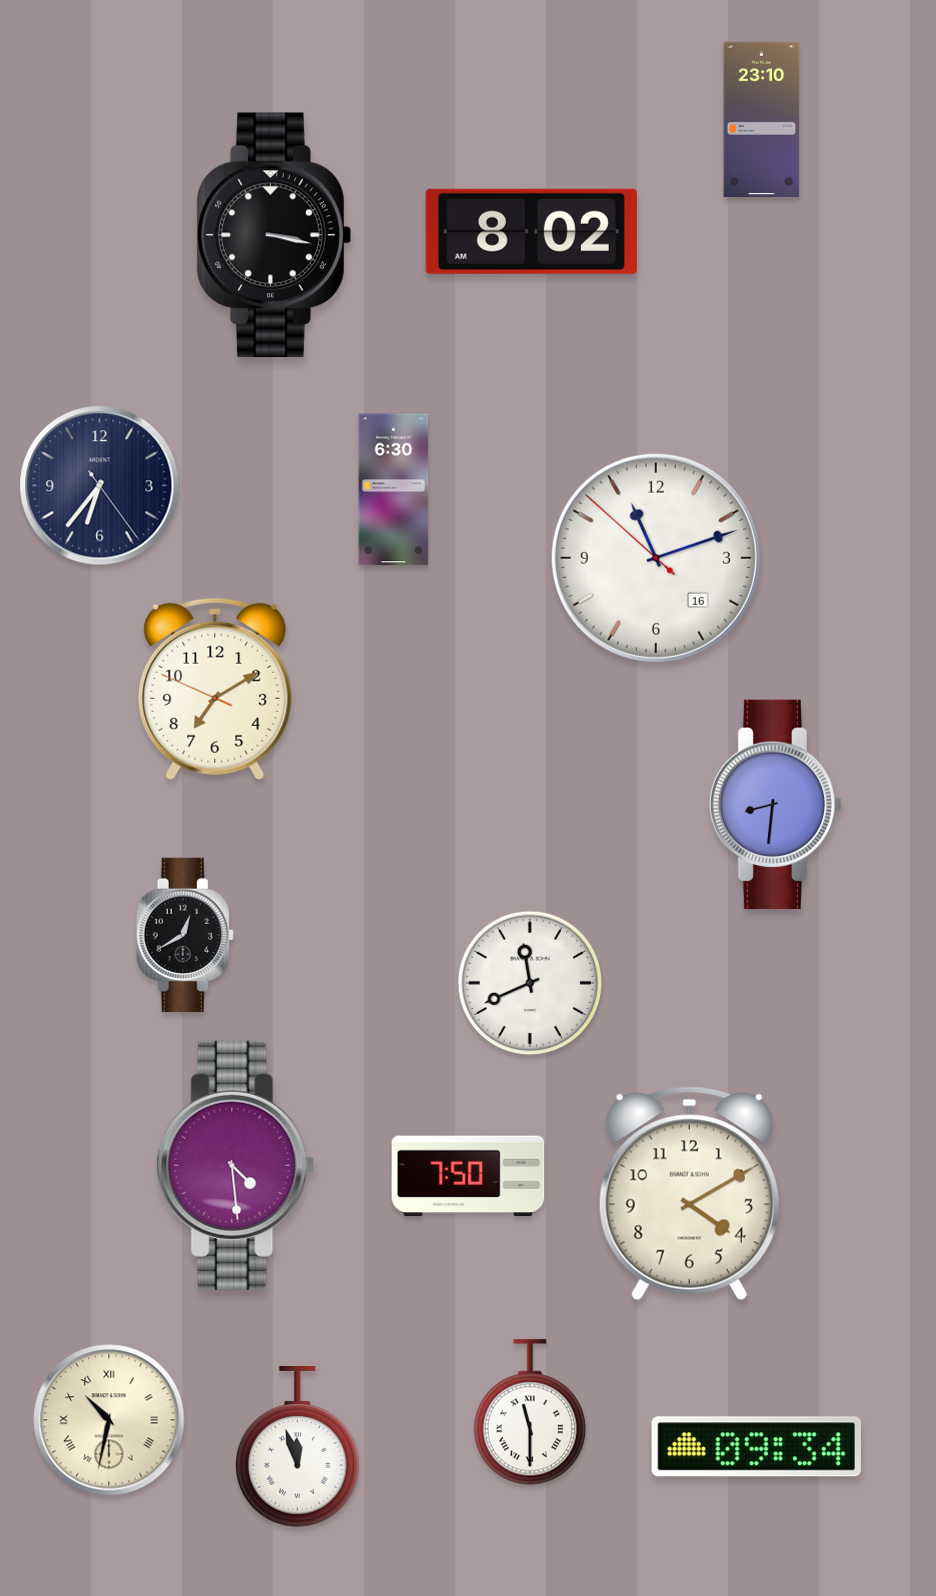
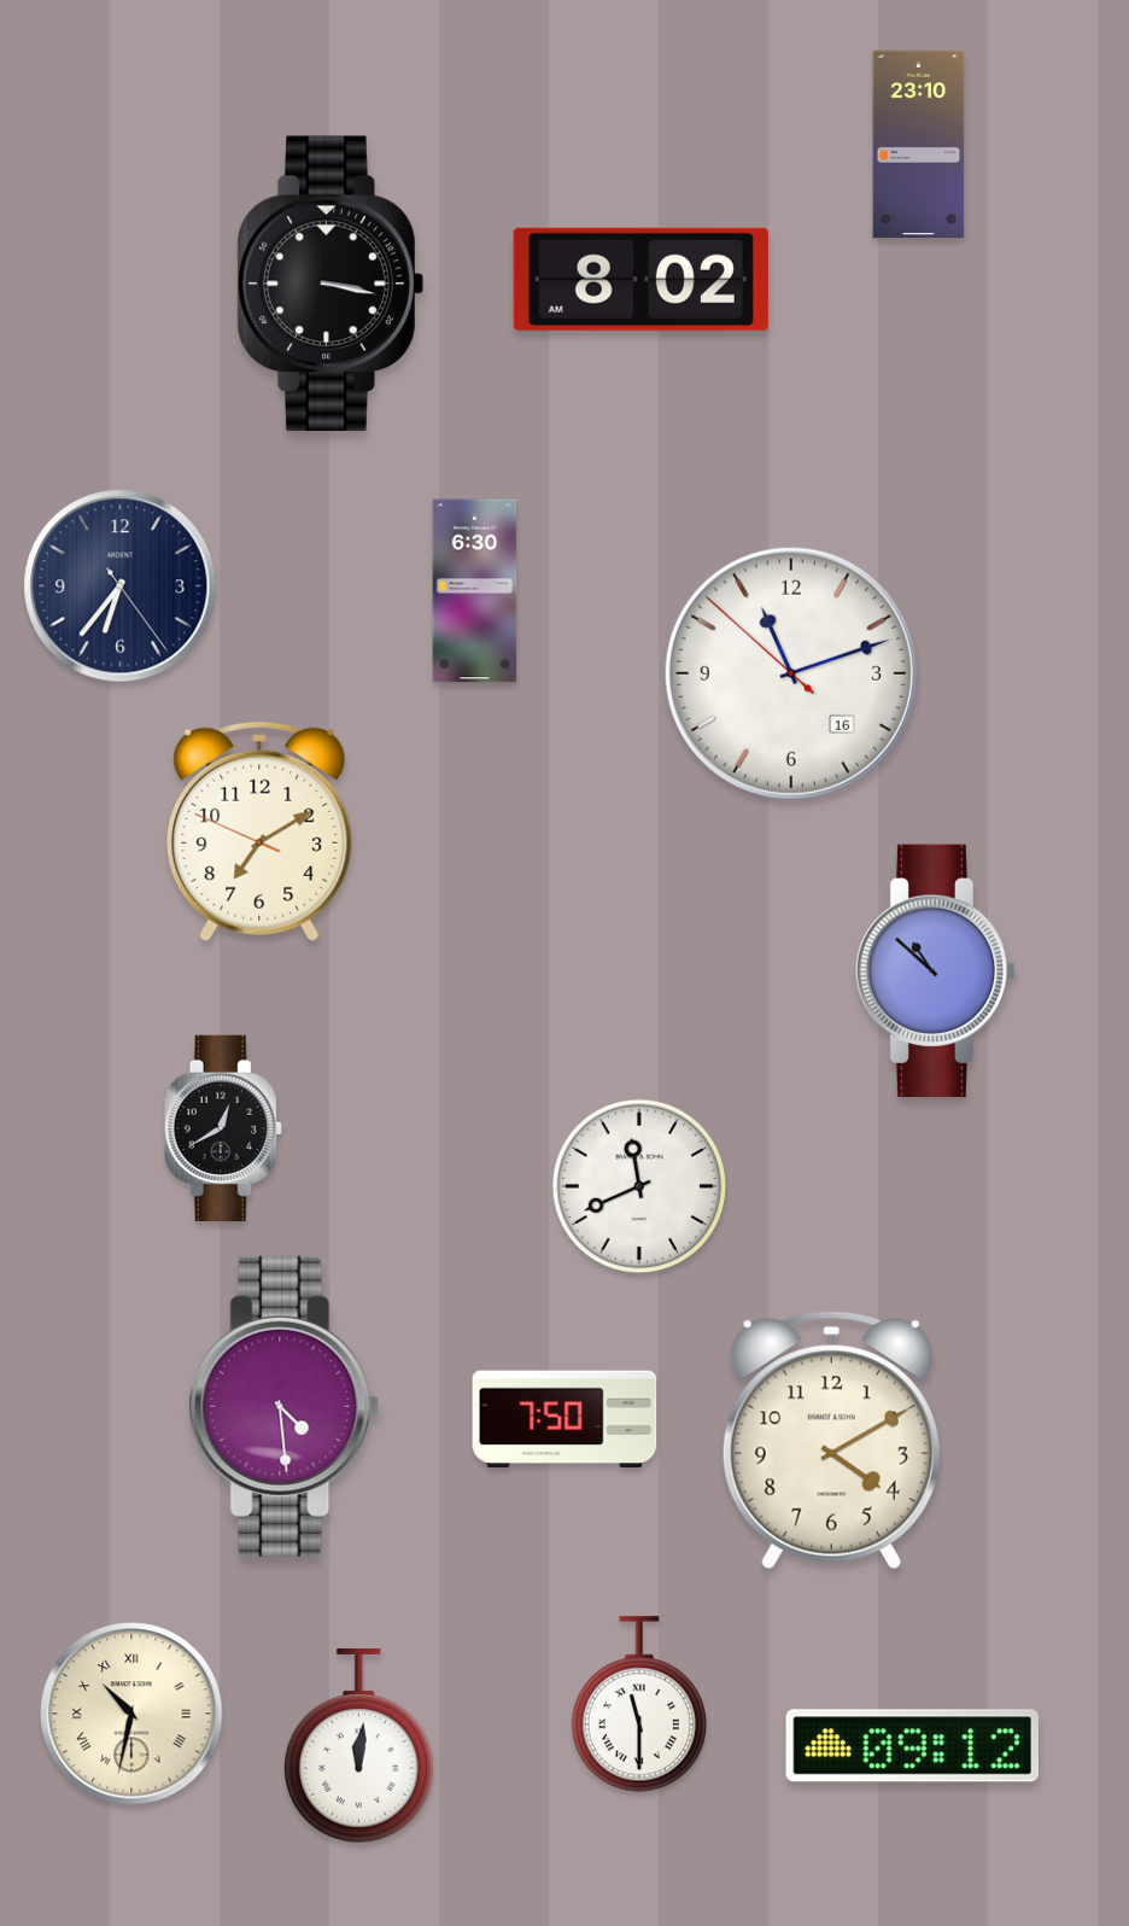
clock at (776, 804): 8:31 -> 10:52
clock at (297, 1447): 11:57 -> 12:01
clock at (756, 1447): 09:34 -> 09:12
